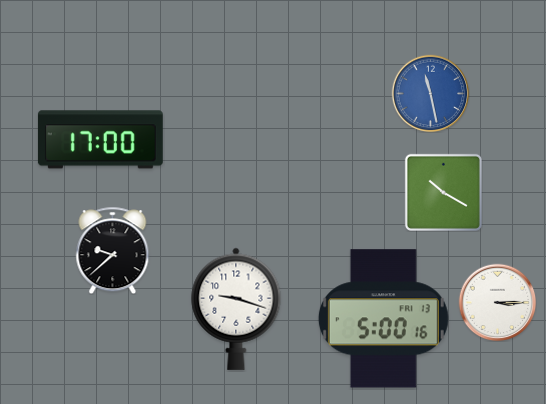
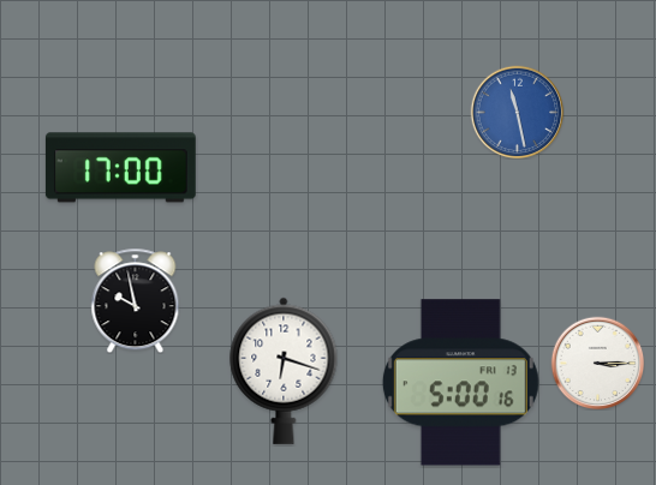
clock at (443, 192): 10:20 -> none
clock at (113, 250): 9:38 -> 9:58
clock at (236, 309): 9:18 -> 6:18
